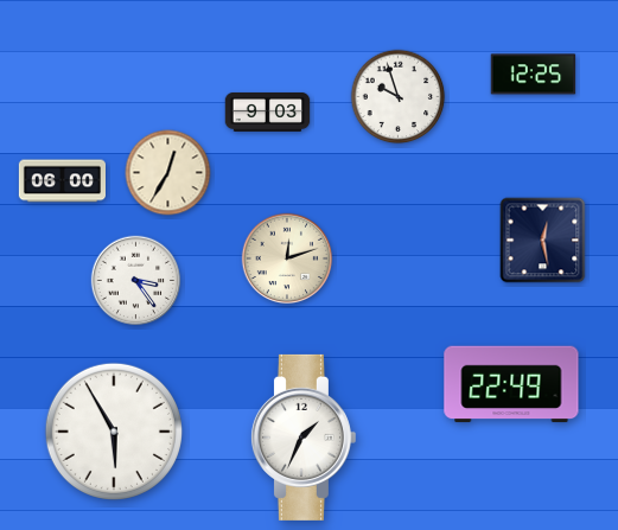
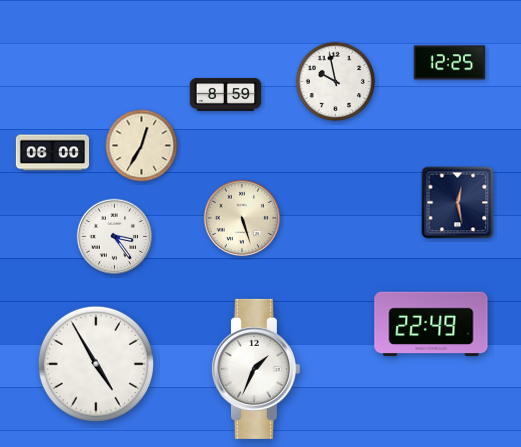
clock at (399, 97): 9:57 -> 9:58
clock at (268, 111): 9:03 -> 8:59
clock at (287, 258): 12:12 -> 5:27
clock at (114, 432): 5:55 -> 4:55
